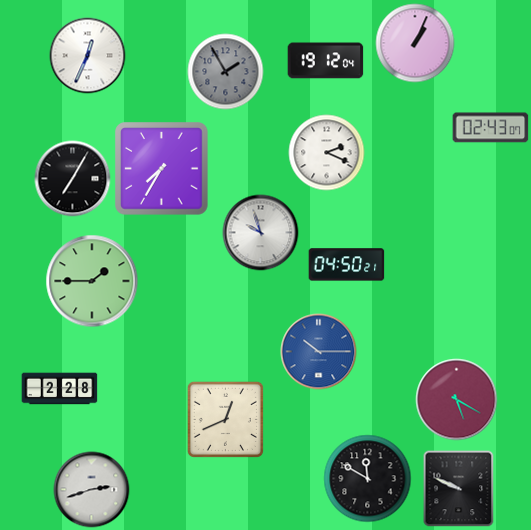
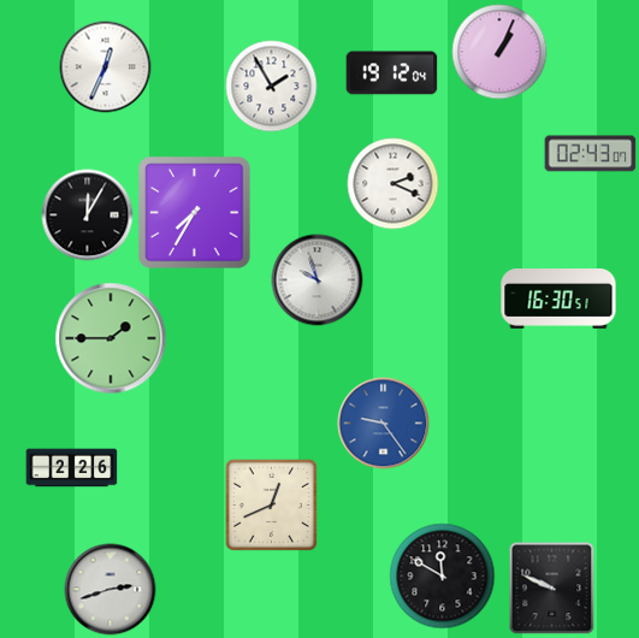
clock at (226, 72) dial: grey -> white
clock at (162, 169) position: (162, 169) -> (195, 213)
clock at (73, 179): 7:05 -> 12:05
clock at (261, 233) position: (261, 233) -> (318, 280)
clock at (558, 299): none -> 16:30
clock at (347, 265): 04:50 -> none
clock at (319, 352): 10:15 -> 9:24
clock at (60, 389): 2:28 -> 2:26
clock at (457, 400): 5:20 -> none
